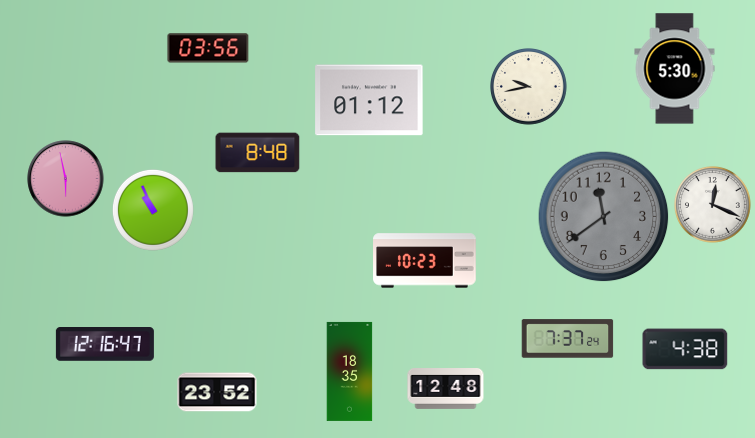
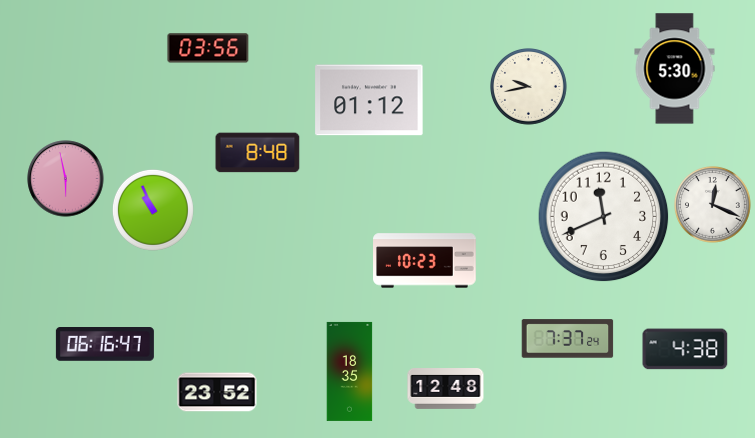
clock at (604, 217): 11:39 -> 11:41
clock at (604, 217) dial: grey -> white
clock at (105, 345): 12:16 -> 06:16
